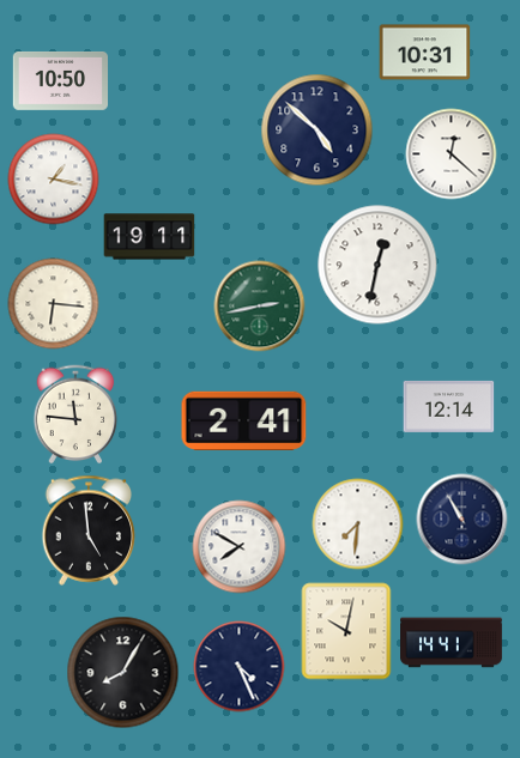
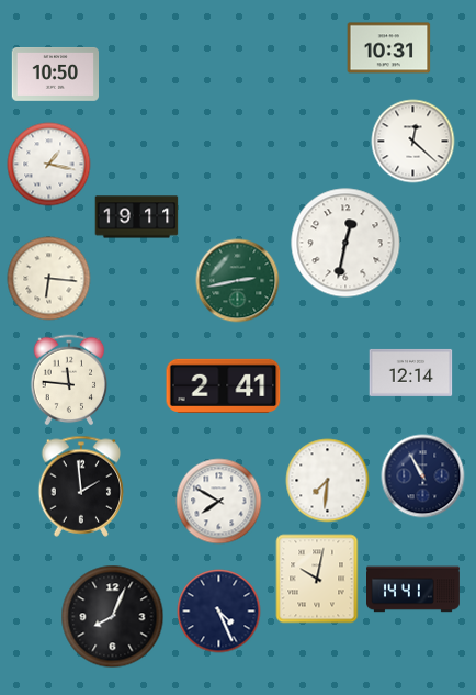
clock at (318, 131): 4:52 -> none
clock at (89, 530): 4:59 -> 1:59
clock at (123, 673): 8:05 -> 8:04
